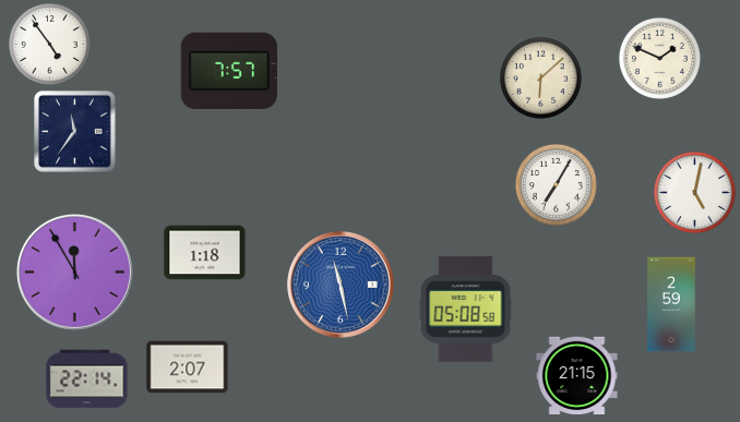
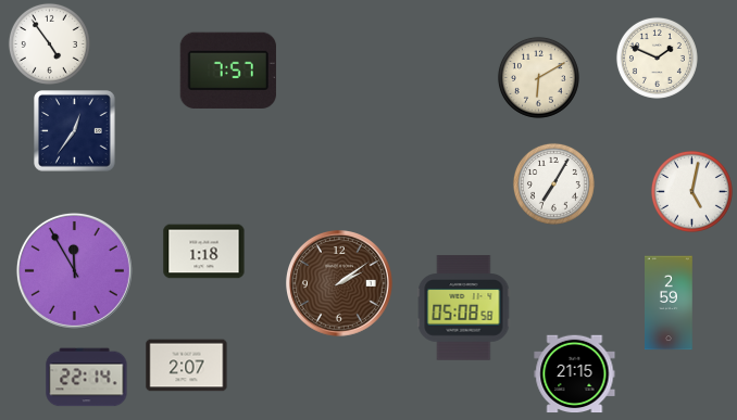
clock at (540, 77): 6:08 -> 6:10
clock at (75, 132): 11:36 -> 12:36
clock at (342, 286): 11:28 -> 2:09
clock at (342, 286) dial: blue -> brown
